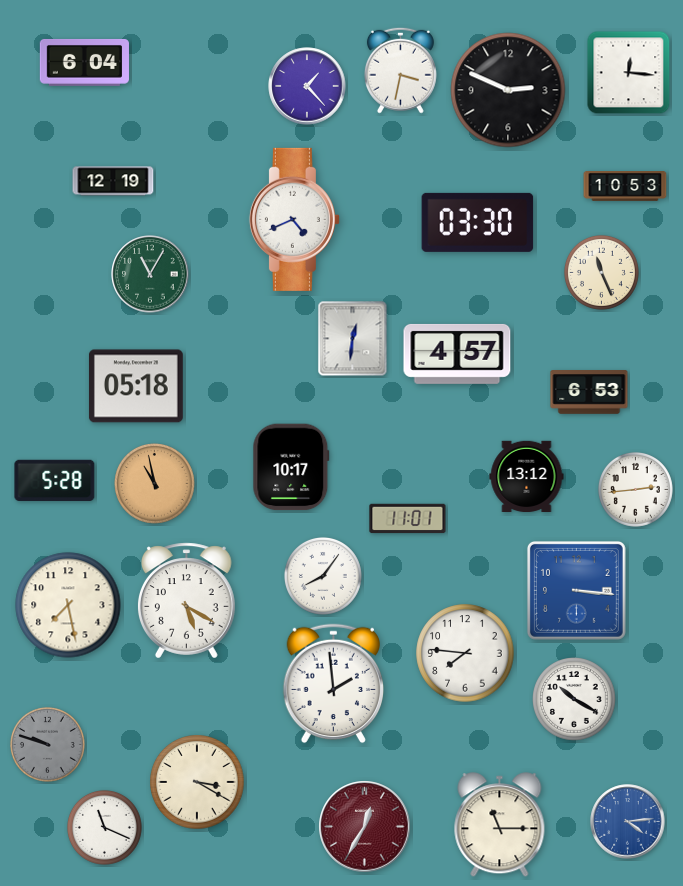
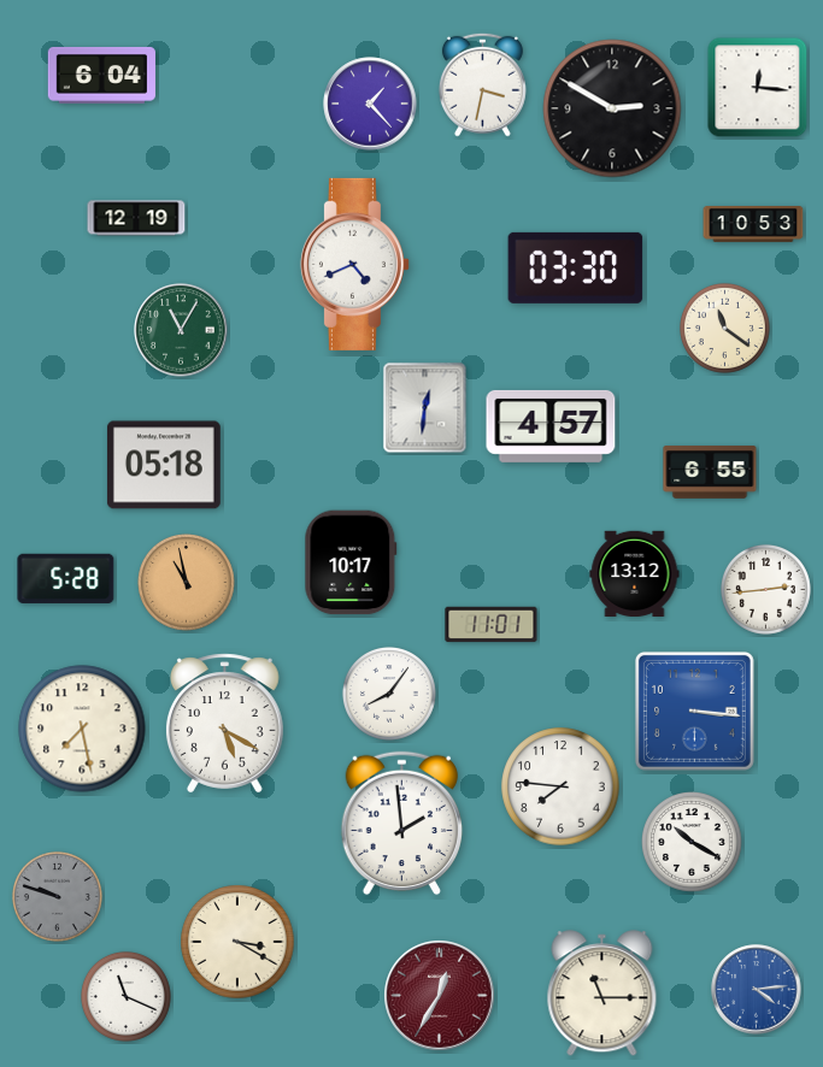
clock at (508, 90): 2:49 -> 2:50
clock at (601, 272): 11:26 -> 11:21
clock at (589, 392): 6:53 -> 6:55
